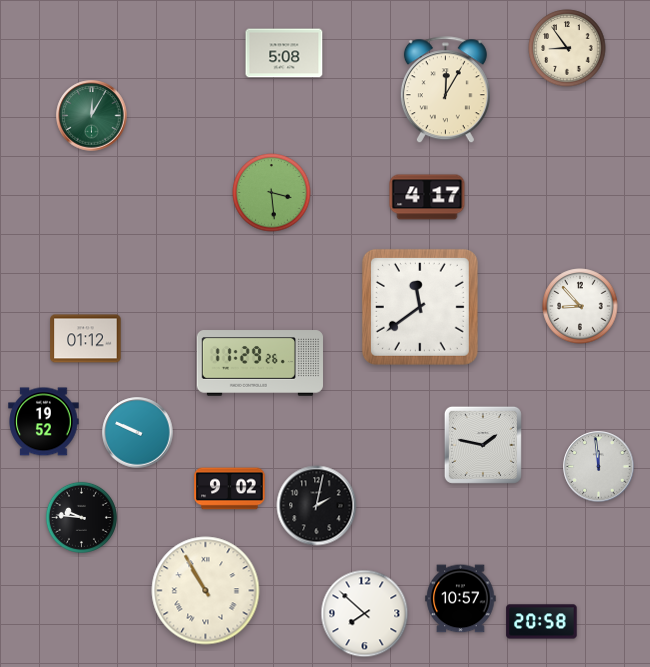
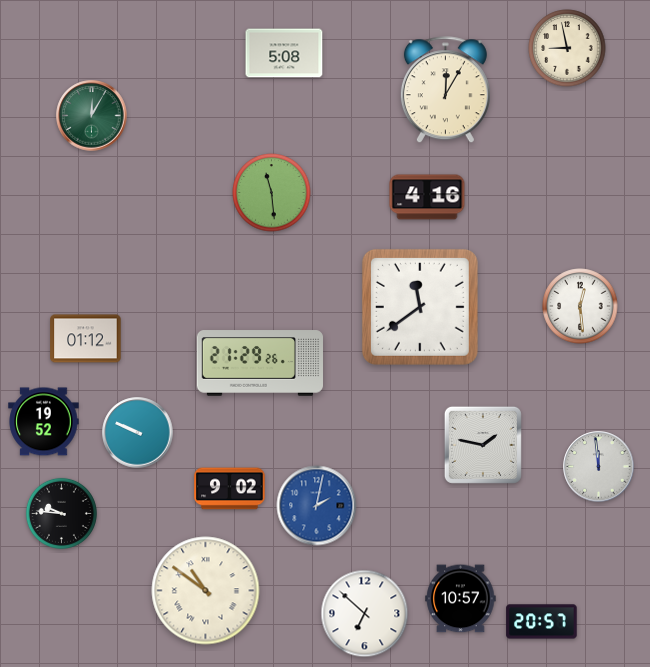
clock at (567, 48): 8:54 -> 8:58
clock at (272, 193): 3:29 -> 11:29
clock at (427, 197): 4:17 -> 4:16
clock at (580, 306): 8:53 -> 12:29
clock at (260, 363): 11:29 -> 21:29
clock at (317, 506) dial: black -> blue
clock at (81, 517) position: (81, 517) -> (61, 513)
clock at (206, 591): 10:55 -> 10:51
clock at (365, 614): 7:52 -> 6:52
clock at (542, 622): 20:58 -> 20:57
